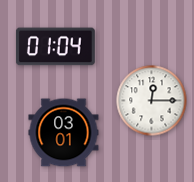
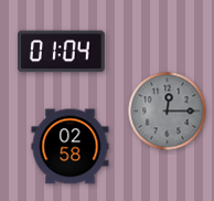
clock at (152, 101) dial: white -> grey
clock at (64, 133): 03:01 -> 02:58
